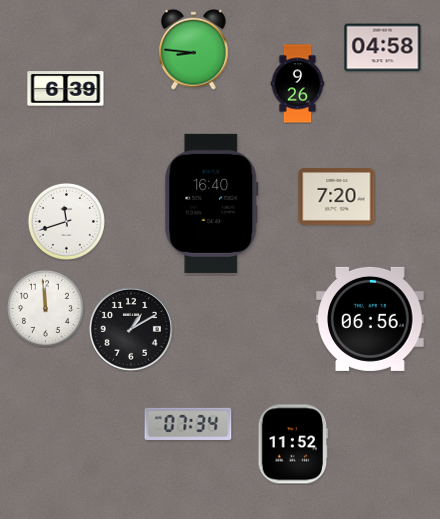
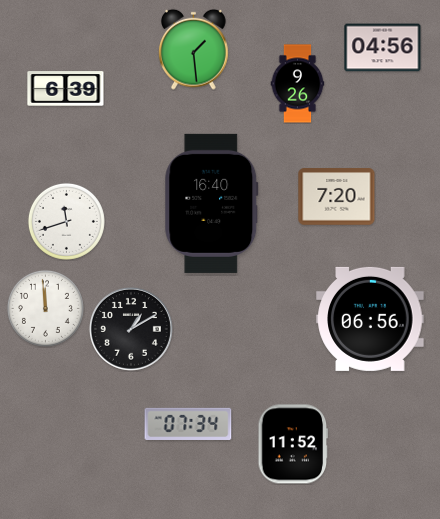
clock at (383, 48): 04:58 -> 04:56
clock at (193, 49): 8:46 -> 1:29
